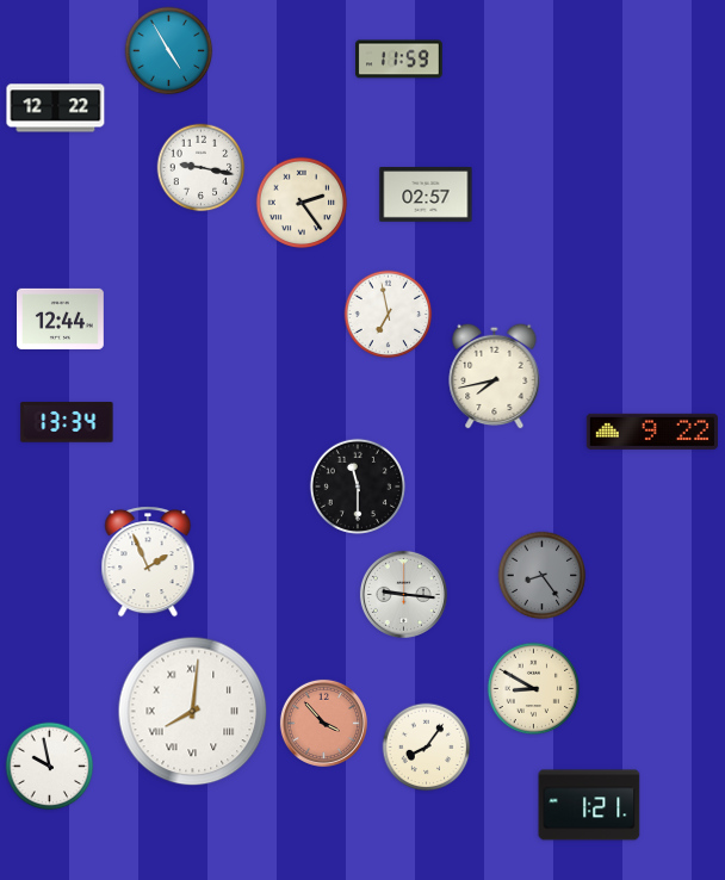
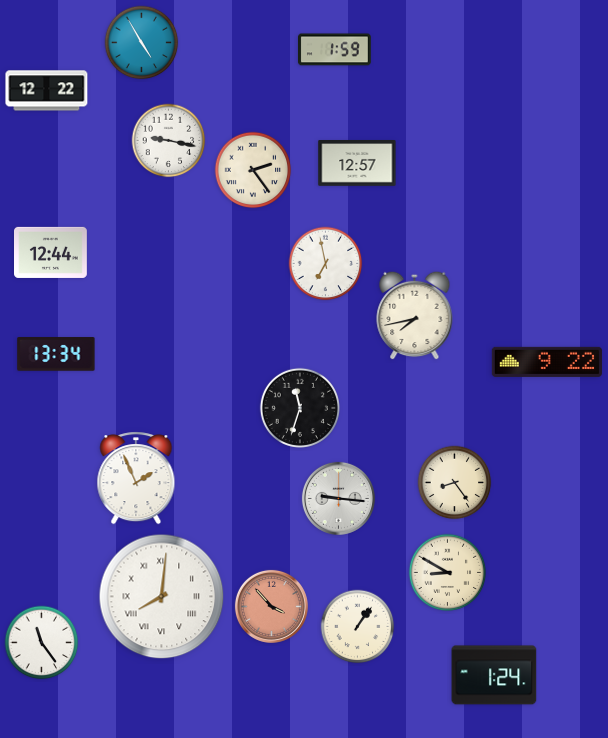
clock at (399, 60): 11:59 -> 1:59
clock at (426, 196): 02:57 -> 12:57
clock at (61, 318) position: (61, 318) -> (51, 252)
clock at (357, 485): 11:30 -> 11:33
clock at (148, 562) position: (148, 562) -> (136, 478)
clock at (543, 576) dial: grey -> cream
clock at (534, 689) position: (534, 689) -> (448, 573)
clock at (427, 748): 8:06 -> 1:06
clock at (50, 767): 9:58 -> 11:24
clock at (589, 805): 1:21 -> 1:24
